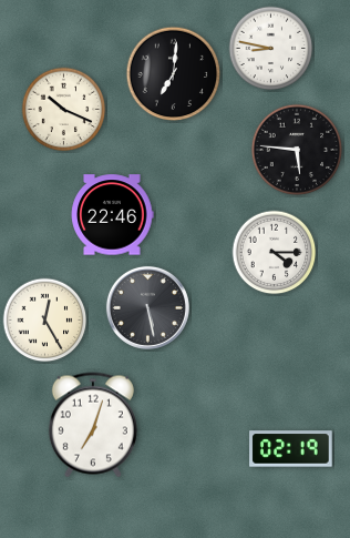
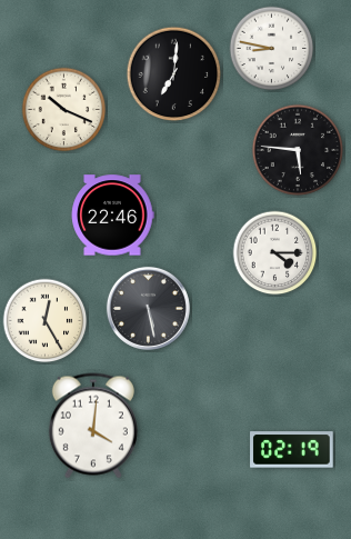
clock at (93, 425): 7:03 -> 4:01
